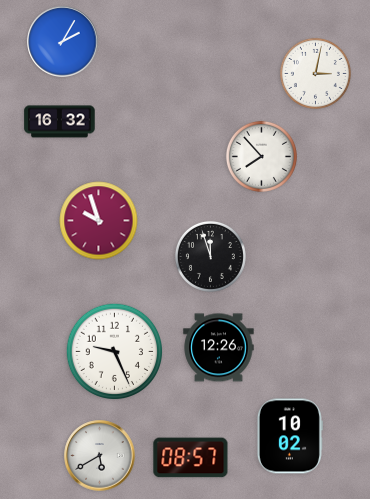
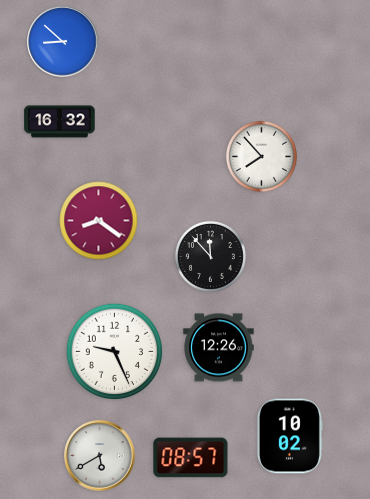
clock at (63, 42): 2:05 -> 8:52
clock at (315, 73): 3:02 -> none
clock at (99, 221): 9:57 -> 8:21
clock at (210, 256): 11:57 -> 11:53
